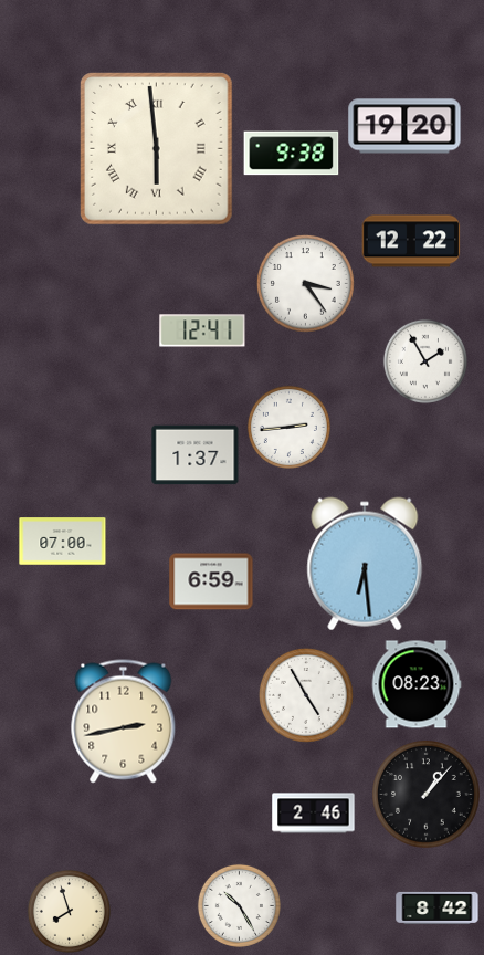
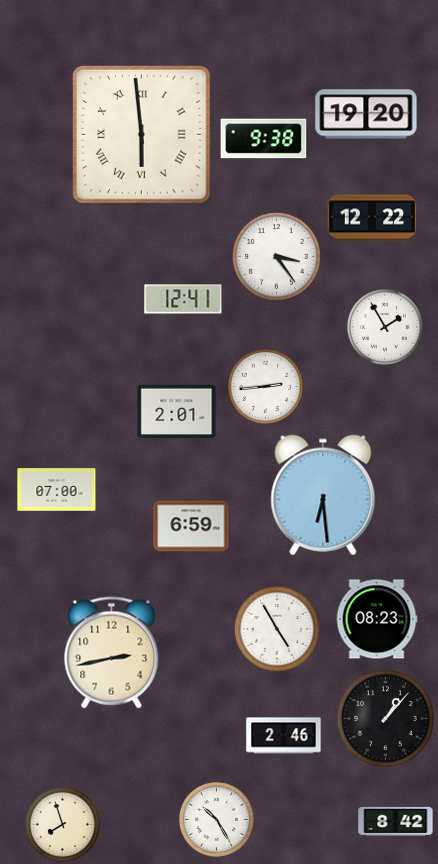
clock at (288, 427) position: (288, 427) -> (265, 386)
clock at (196, 455): 1:37 -> 2:01
clock at (365, 564) position: (365, 564) -> (323, 495)
